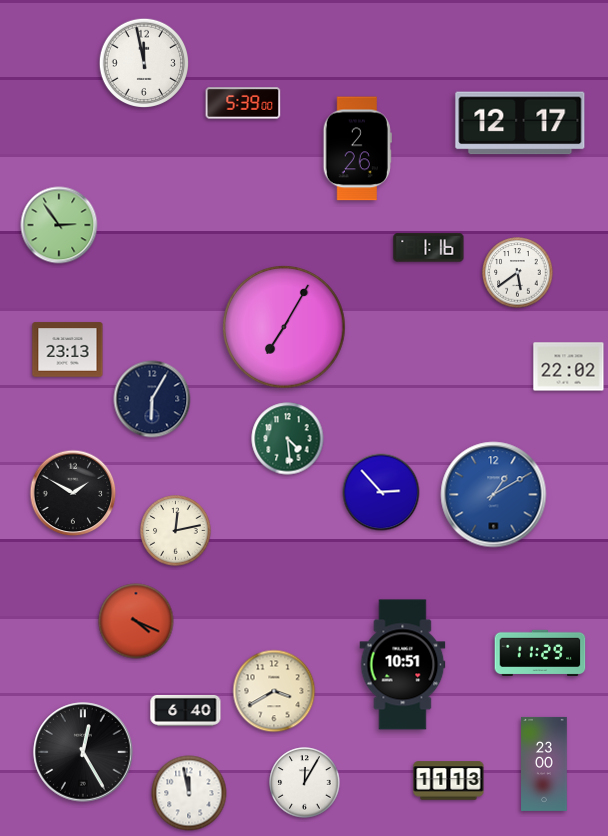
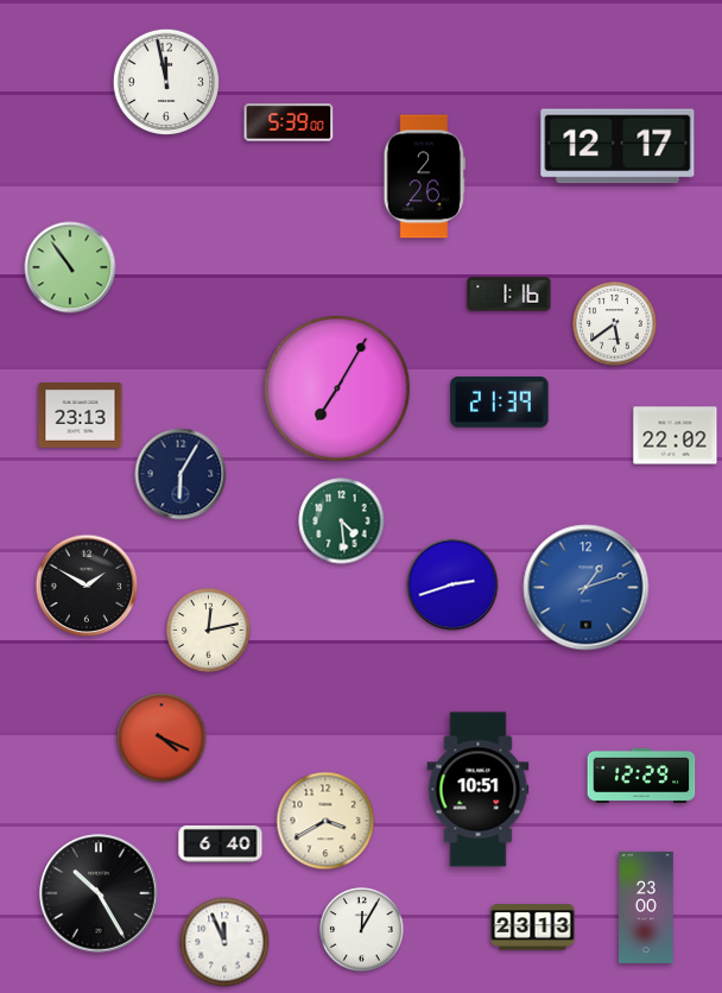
clock at (143, 62) position: (143, 62) -> (165, 81)
clock at (59, 225): 2:54 -> 10:54
clock at (500, 403): none -> 21:39
clock at (381, 492): 2:53 -> 2:42
clock at (494, 495): 1:10 -> 1:12
clock at (540, 652): 11:29 -> 12:29
clock at (83, 752): 12:25 -> 10:25
clock at (449, 781): 11:13 -> 23:13
clock at (189, 793): 11:58 -> 11:56
